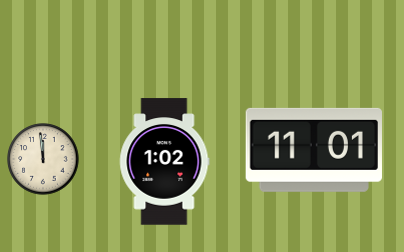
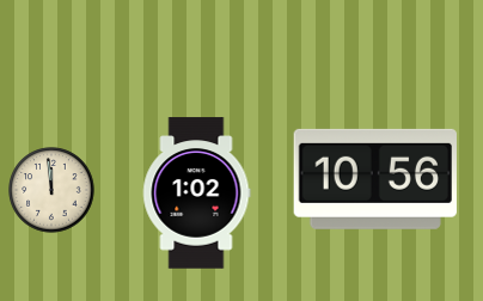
clock at (314, 150): 11:01 -> 10:56
